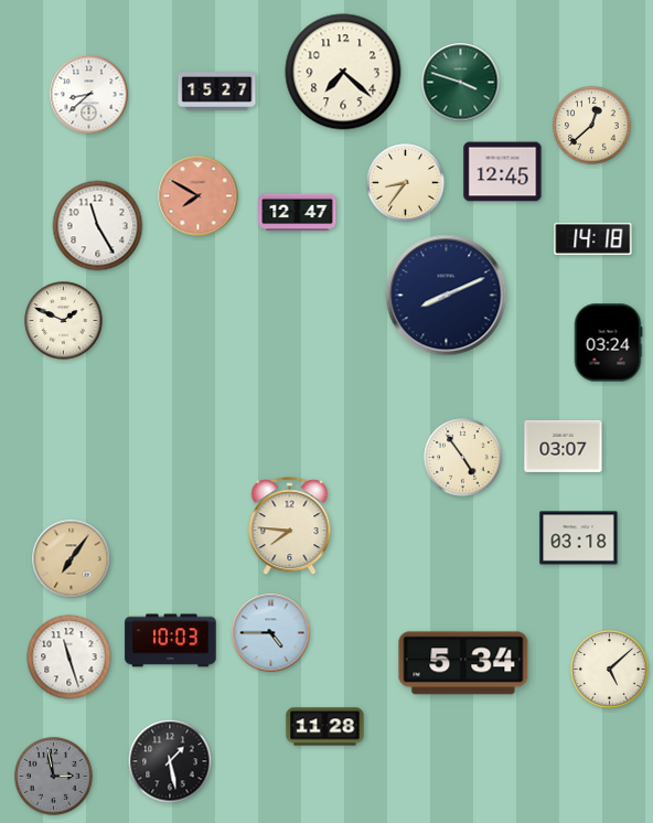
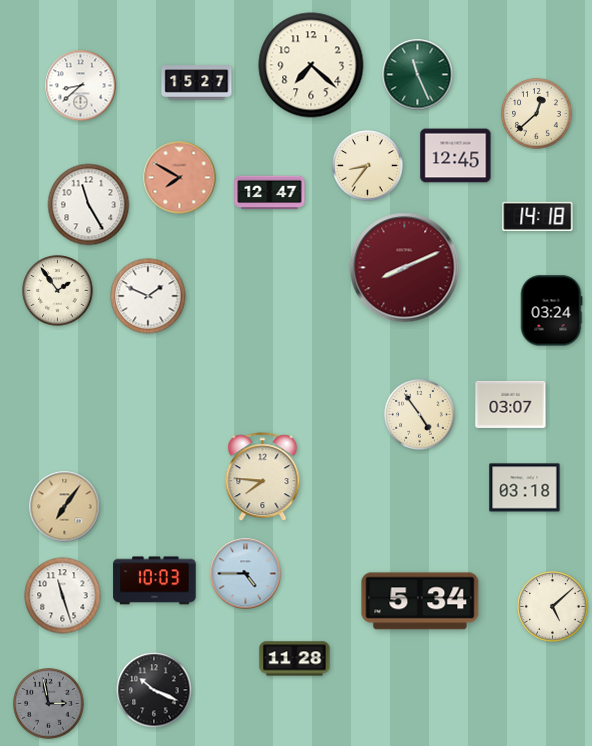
clock at (461, 83): 3:48 -> 11:26
clock at (447, 296) dial: navy -> burgundy
clock at (64, 321): 1:49 -> 1:54
clock at (148, 296): none -> 1:49
clock at (170, 761): 1:28 -> 10:19
